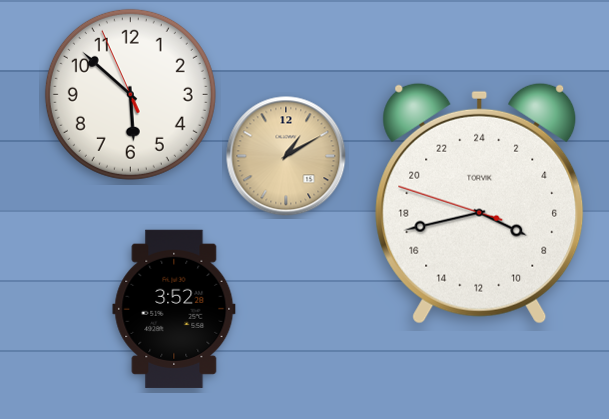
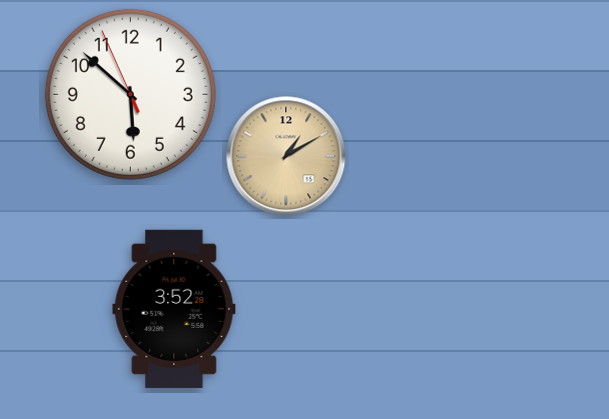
clock at (480, 203): 7:42 -> none
